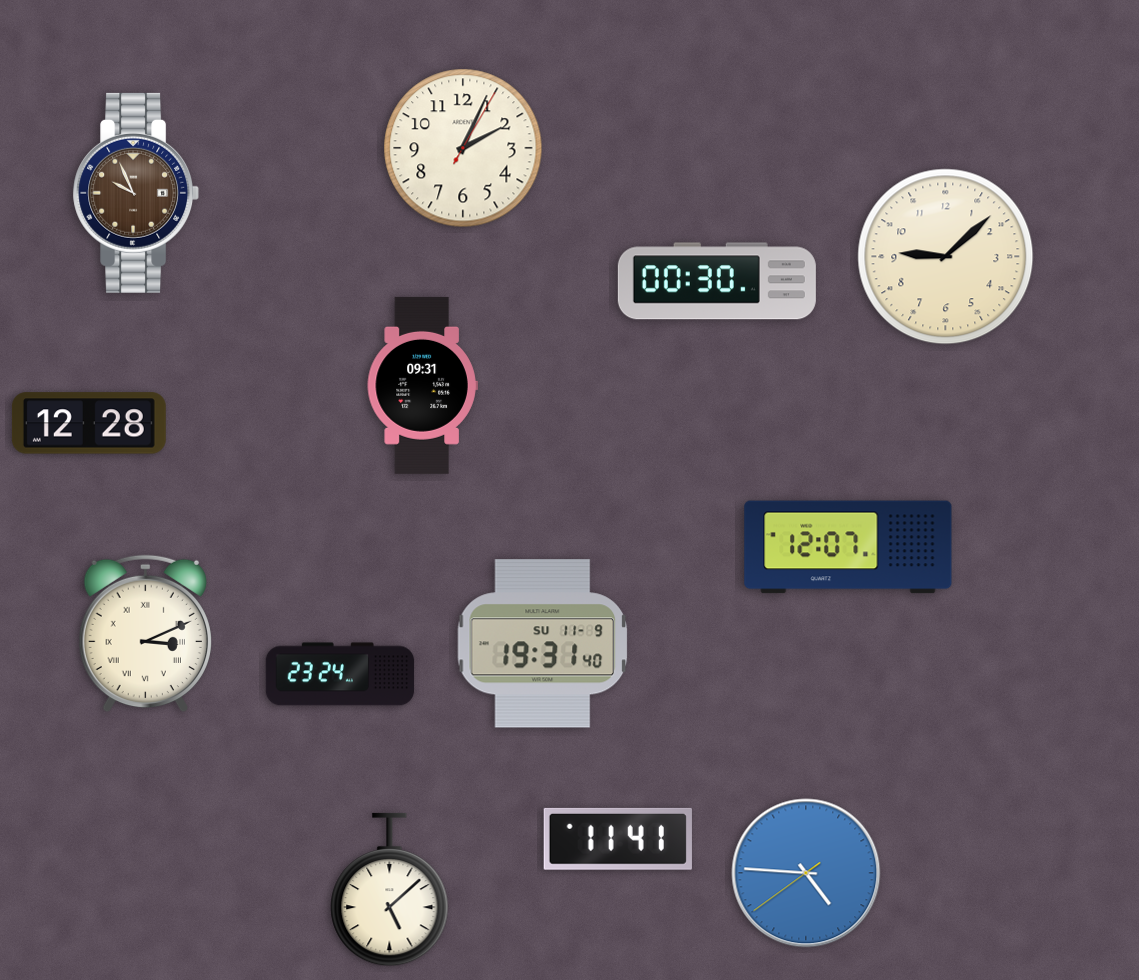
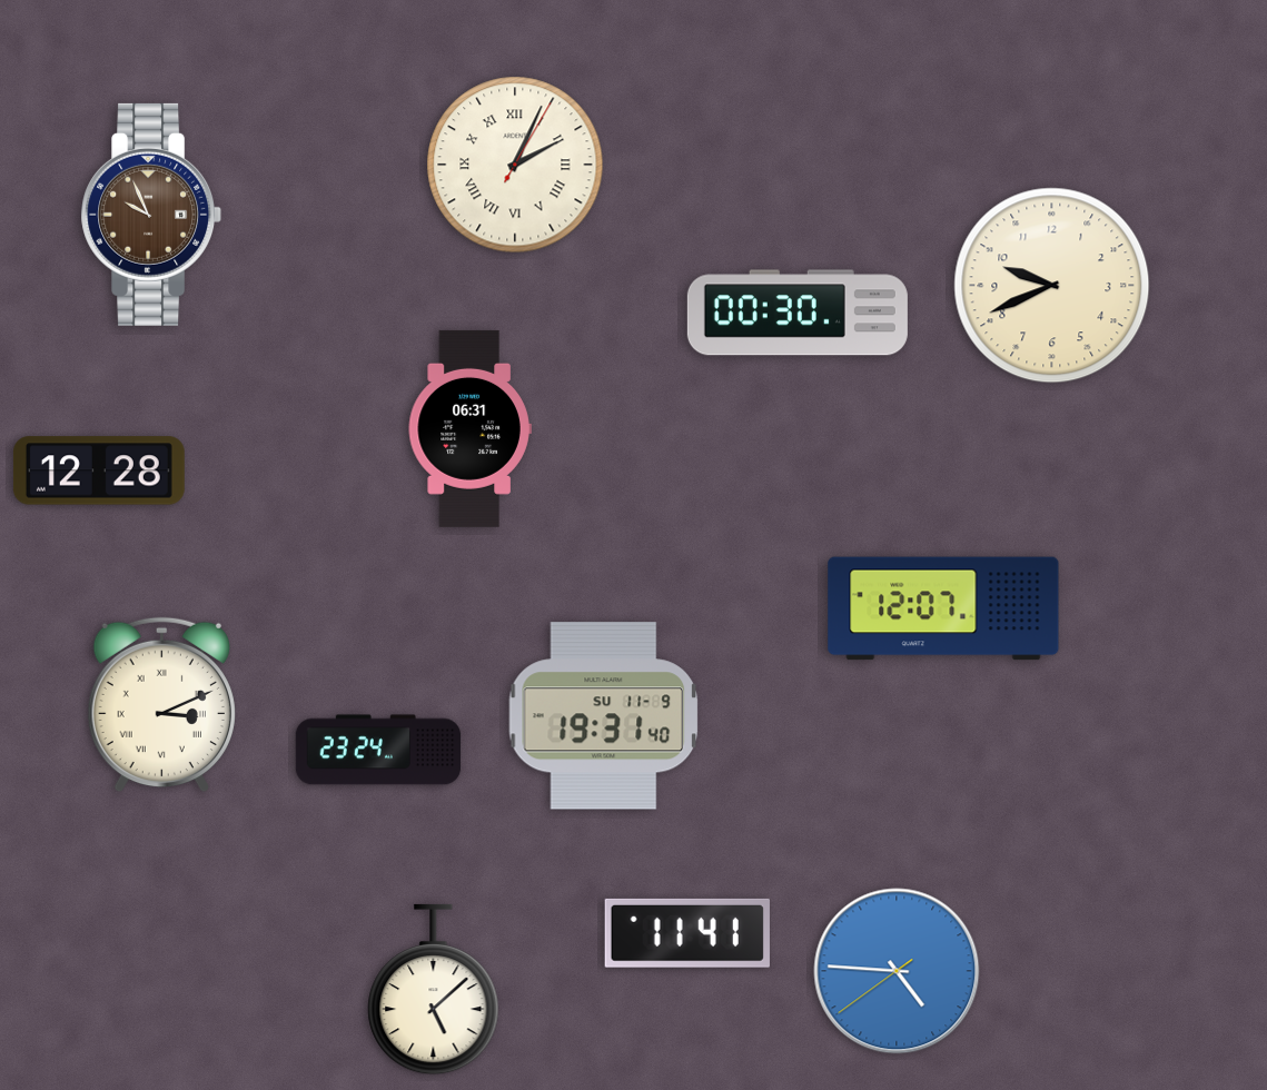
clock at (463, 148) numerals: Arabic -> Roman
clock at (946, 257): 9:08 -> 9:41
clock at (422, 385): 09:31 -> 06:31
